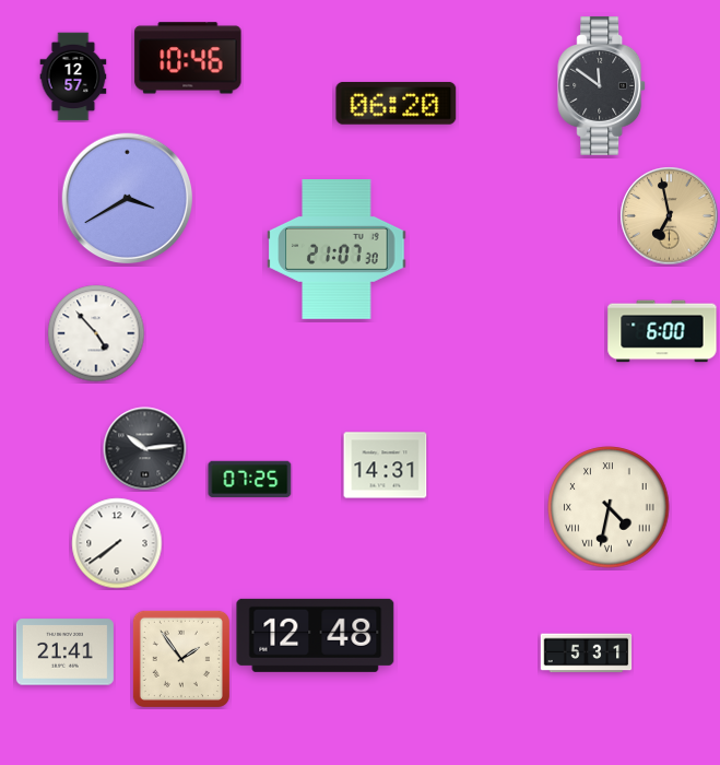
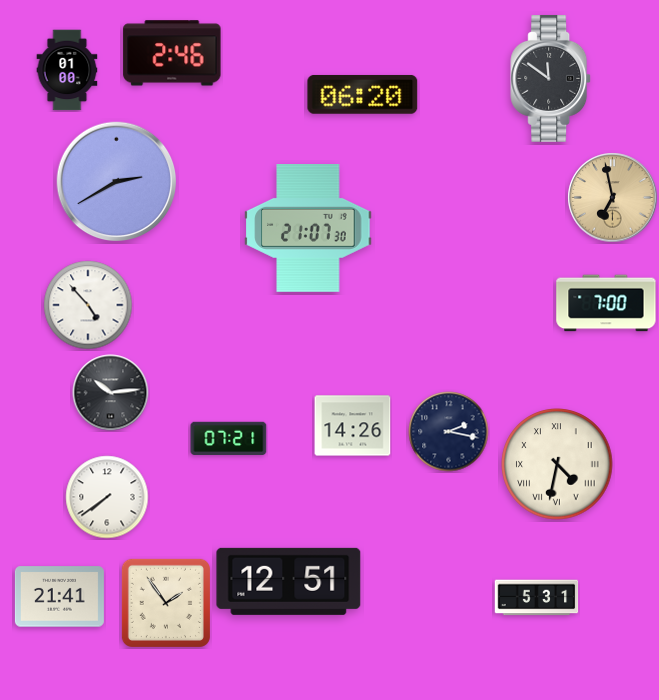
clock at (188, 58): 10:46 -> 2:46
clock at (73, 76): 12:57 -> 01:00
clock at (128, 199): 3:40 -> 2:40
clock at (662, 331): 6:00 -> 7:00
clock at (145, 449) position: (145, 449) -> (111, 393)
clock at (386, 466): 14:31 -> 14:26
clock at (449, 432): none -> 2:17
clock at (250, 479): 07:25 -> 07:21
clock at (316, 635): 12:48 -> 12:51
